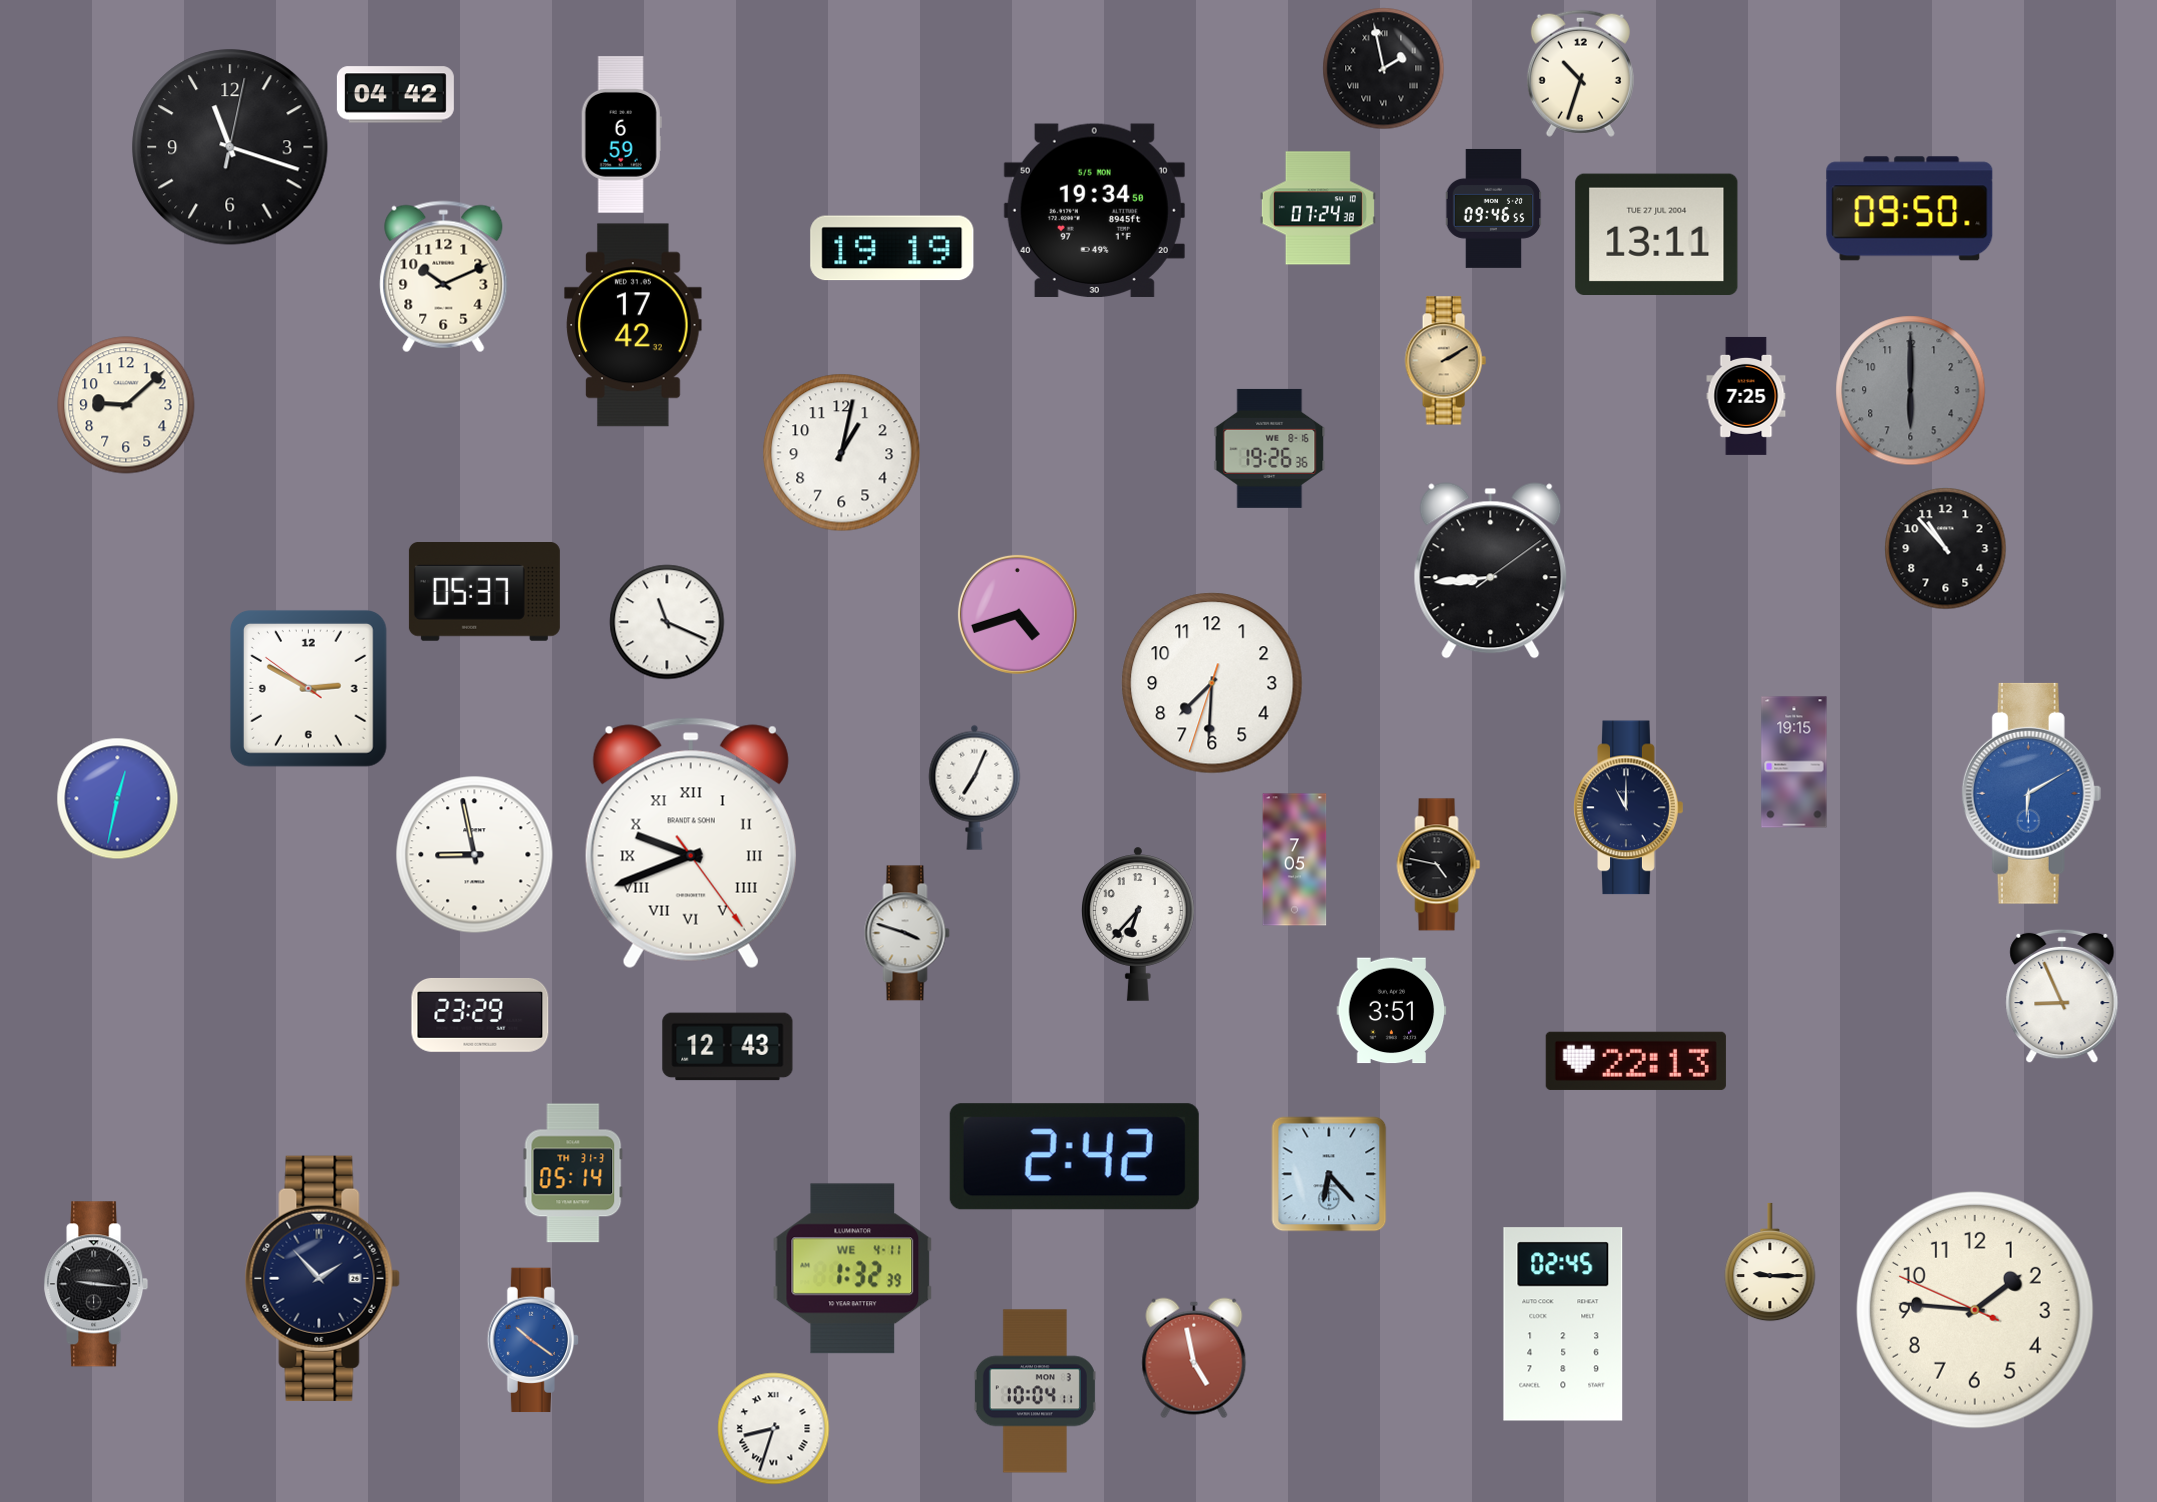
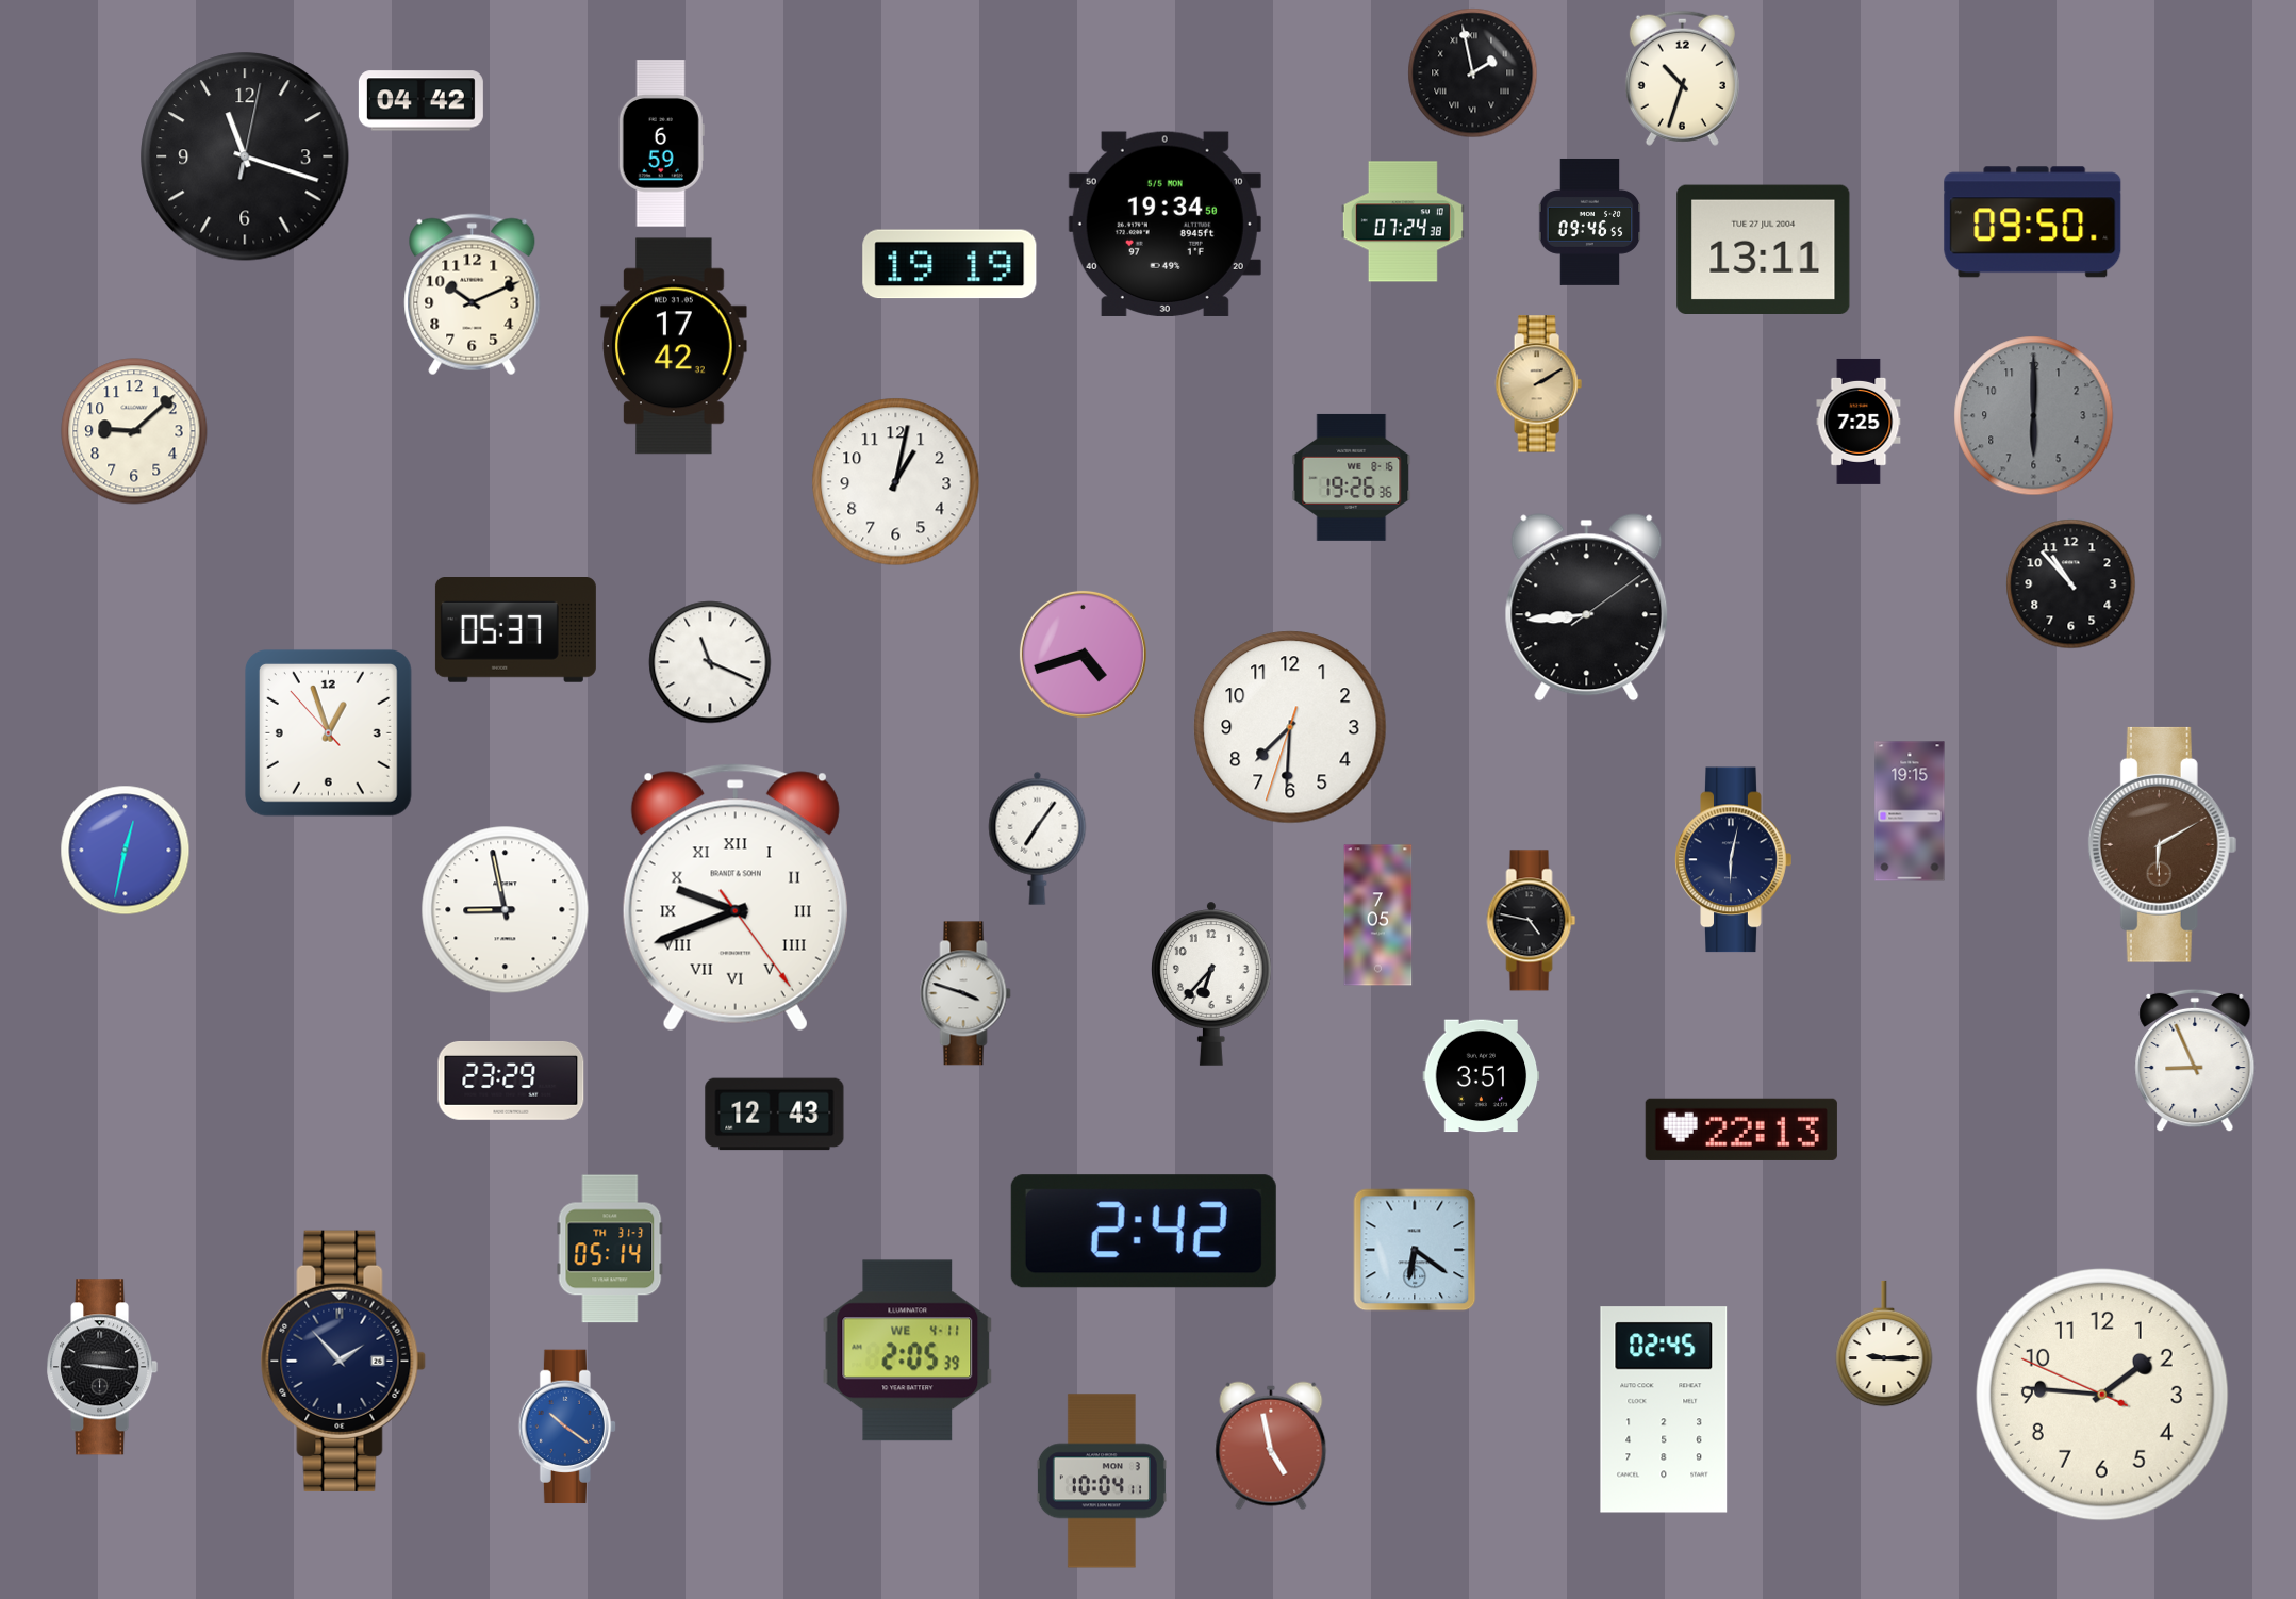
clock at (308, 688): 2:49 -> 12:56
clock at (975, 787): 7:04 -> 7:06
clock at (2032, 793) dial: blue -> brown
clock at (1629, 808): 11:00 -> 6:02
clock at (1329, 1174): 6:23 -> 6:21
clock at (853, 1269): 1:32 -> 2:05
clock at (774, 1429): 8:33 -> none
